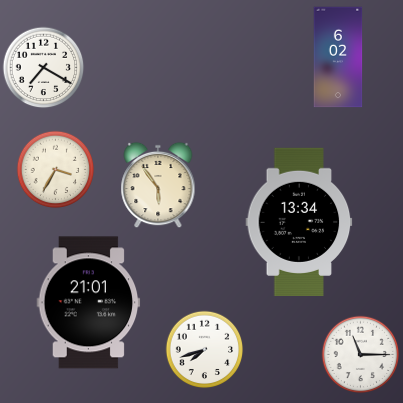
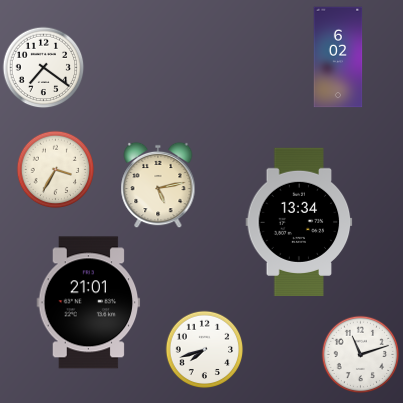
clock at (43, 67): 7:20 -> 7:21
clock at (158, 185): 5:54 -> 5:13
clock at (360, 354): 11:15 -> 11:12
